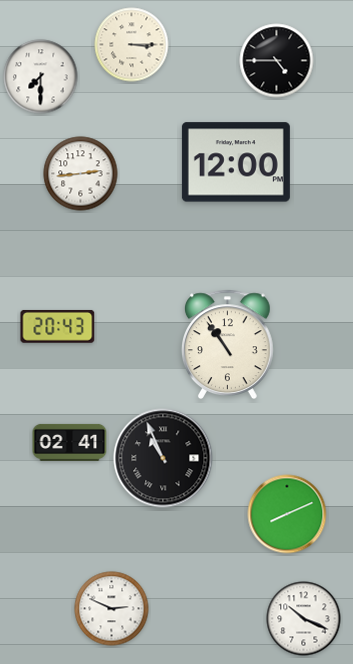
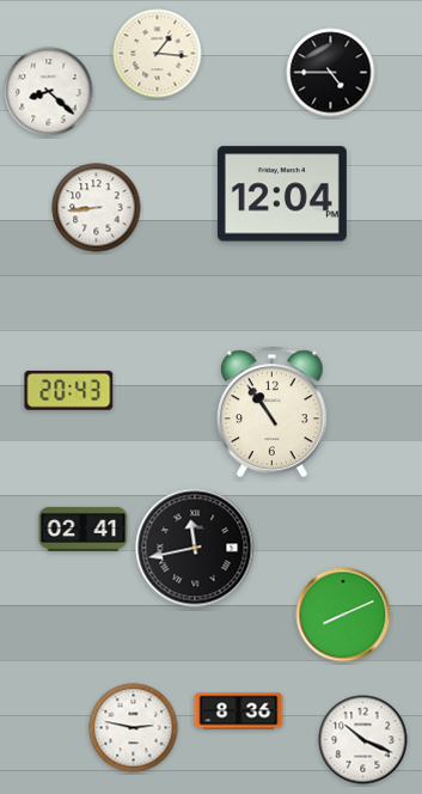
clock at (132, 45): 3:15 -> 1:16
clock at (41, 77): 7:30 -> 8:22
clock at (236, 162): 12:00 -> 12:04
clock at (81, 174): 2:44 -> 8:44
clock at (163, 458): 10:56 -> 11:43
clock at (239, 711): none -> 8:36
clock at (112, 609): 2:49 -> 2:47
